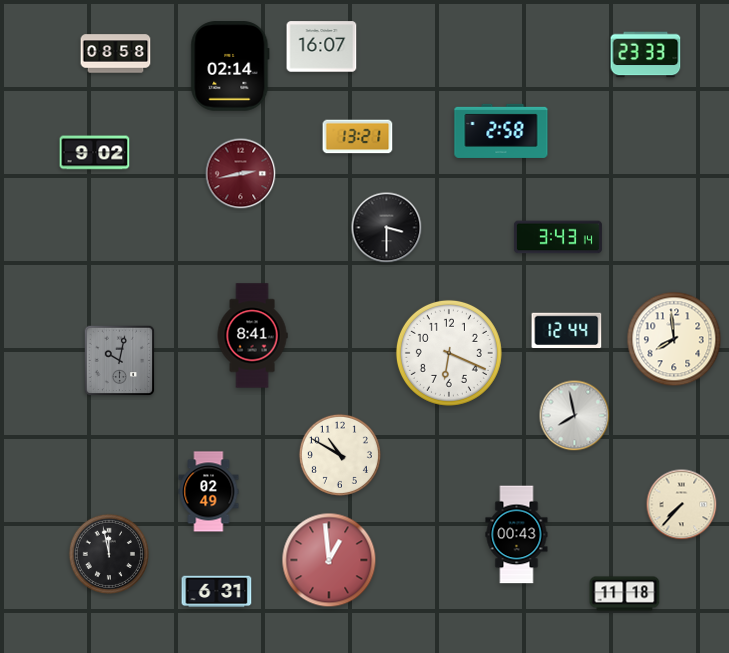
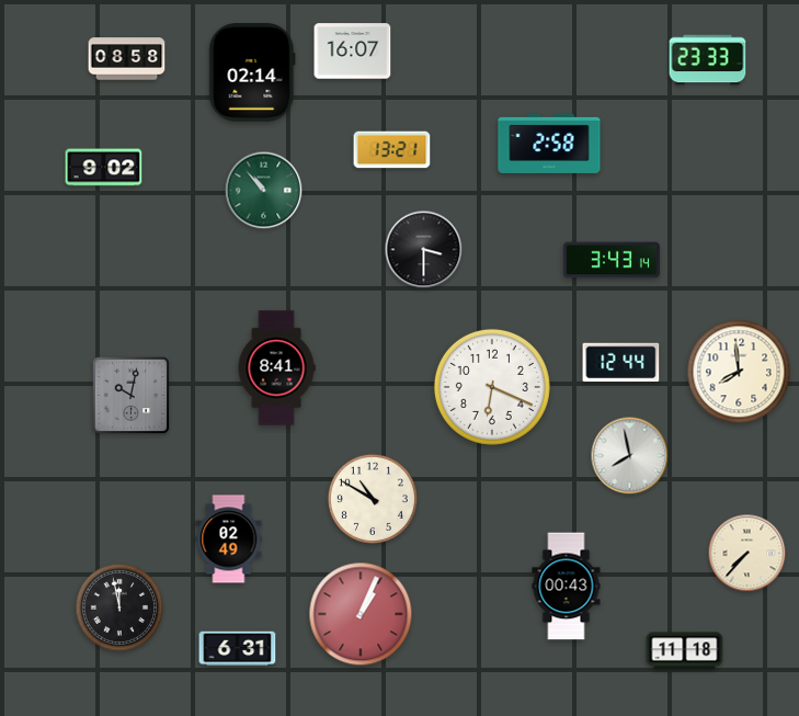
clock at (241, 174): 2:43 -> 10:53
clock at (241, 174) dial: burgundy -> green
clock at (329, 560): 12:59 -> 1:04
